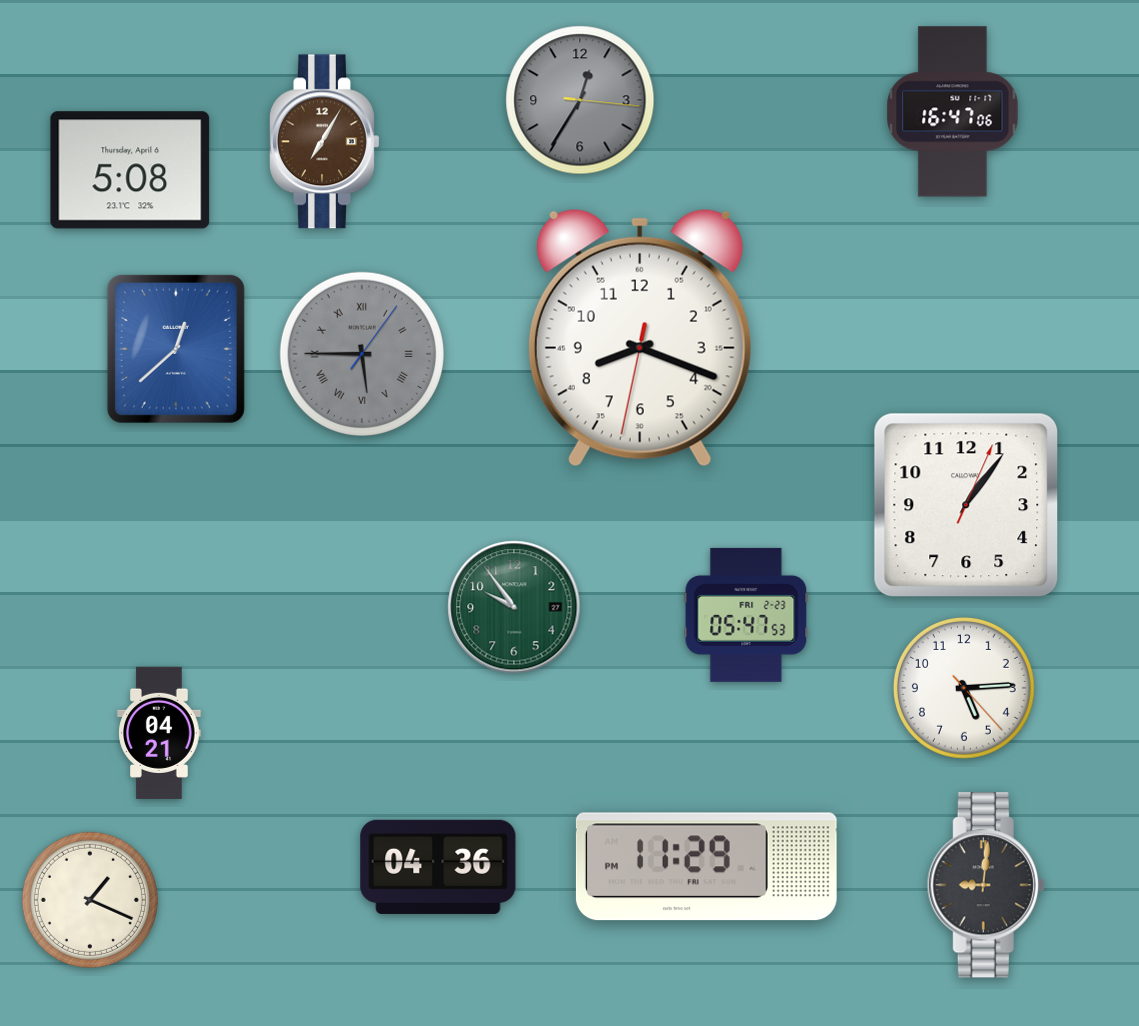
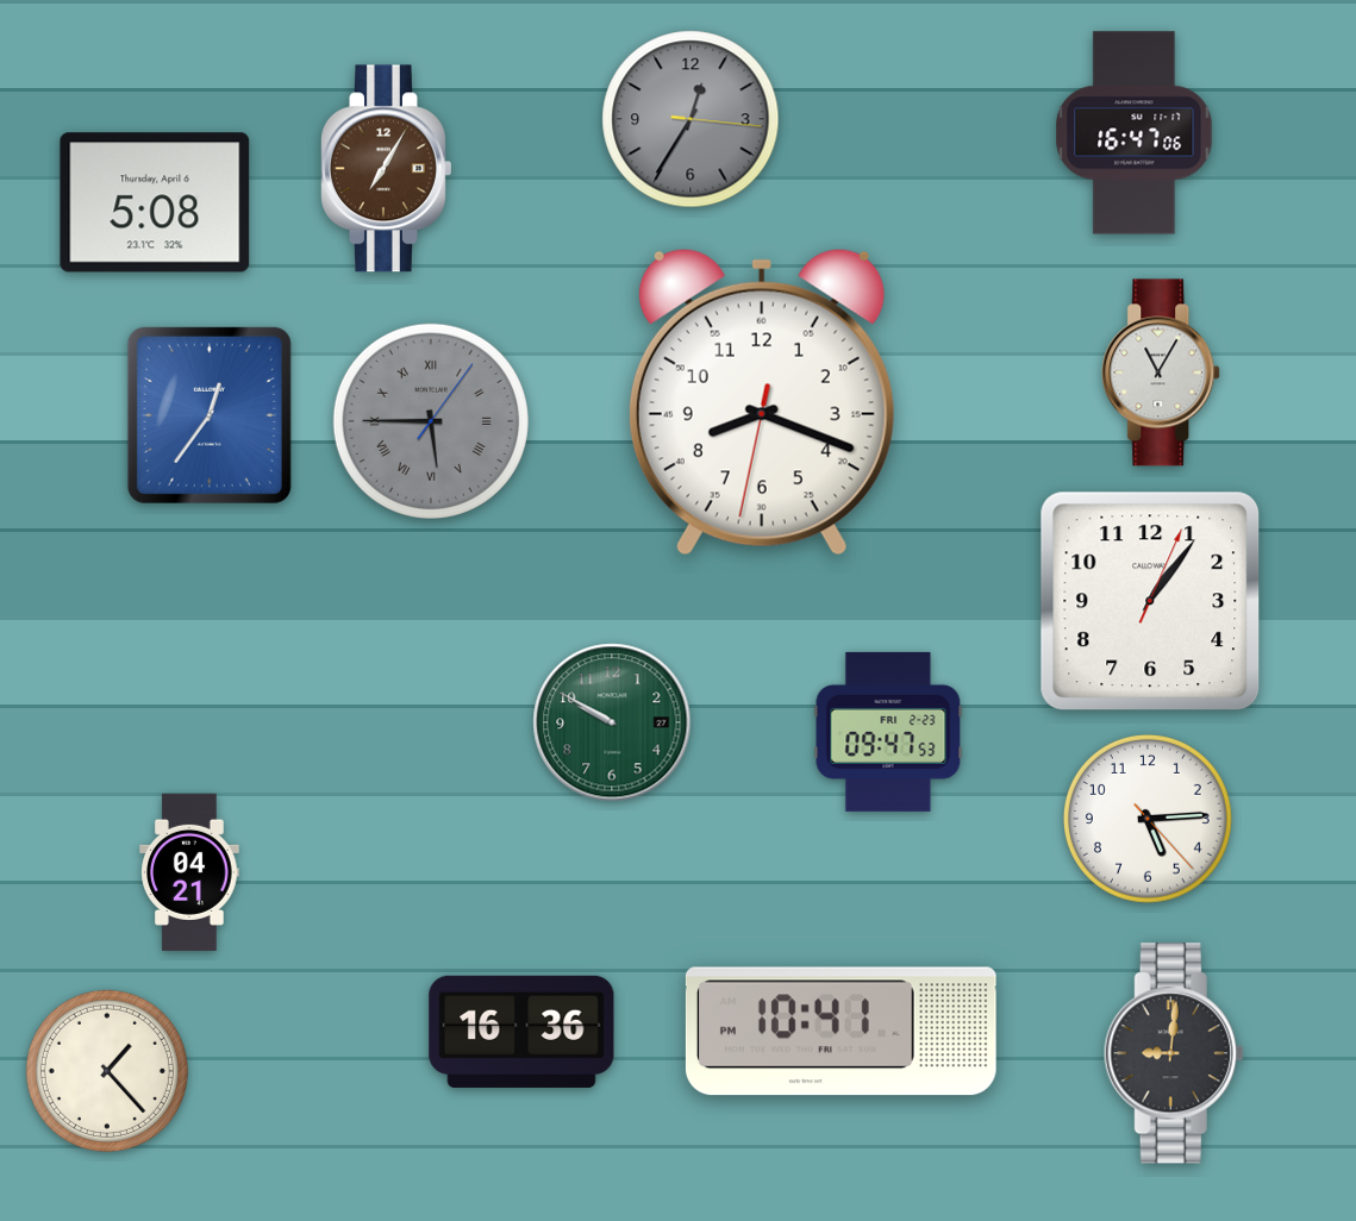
clock at (1162, 372): none -> 11:05
clock at (176, 349): 12:38 -> 12:36
clock at (514, 607): 9:54 -> 9:50
clock at (746, 615): 05:47 -> 09:47
clock at (438, 867): 04:36 -> 16:36
clock at (706, 867): 11:29 -> 10:41
clock at (90, 900): 1:19 -> 1:23
